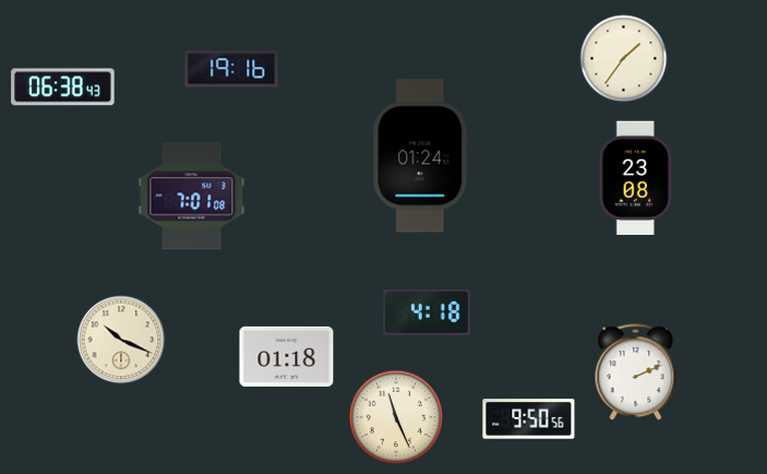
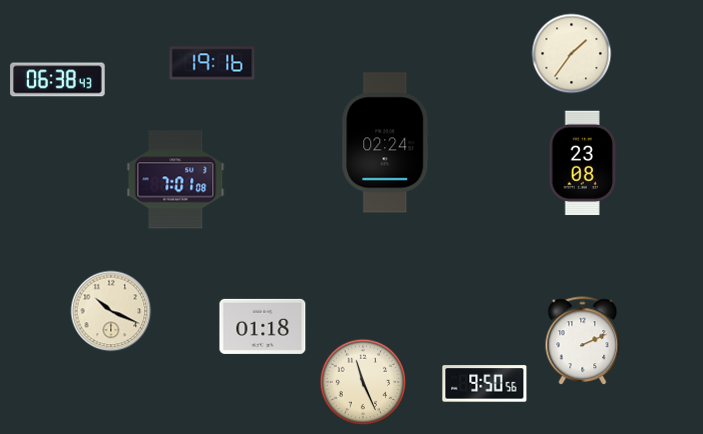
clock at (421, 156): 01:24 -> 02:24
clock at (428, 312): 4:18 -> none
